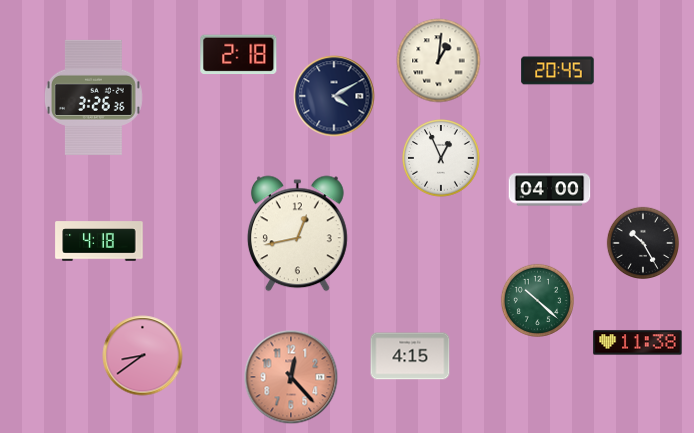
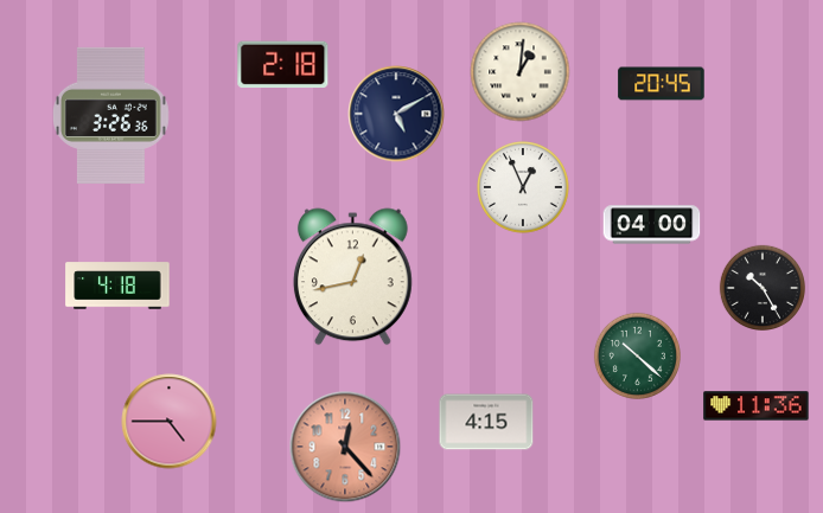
clock at (334, 96): 4:10 -> 5:10
clock at (638, 343): 11:38 -> 11:36
clock at (143, 356): 8:39 -> 4:45
